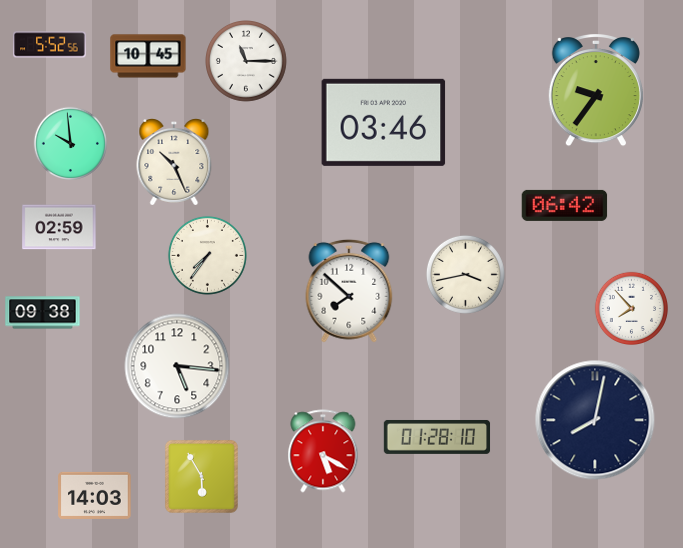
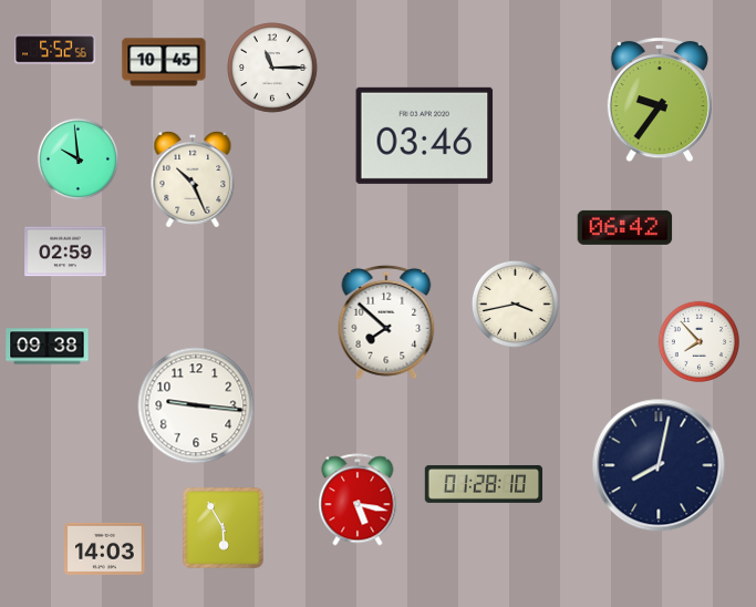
clock at (207, 255): 7:36 -> none
clock at (177, 366): 5:16 -> 9:16
clock at (323, 451): 5:20 -> 5:17
